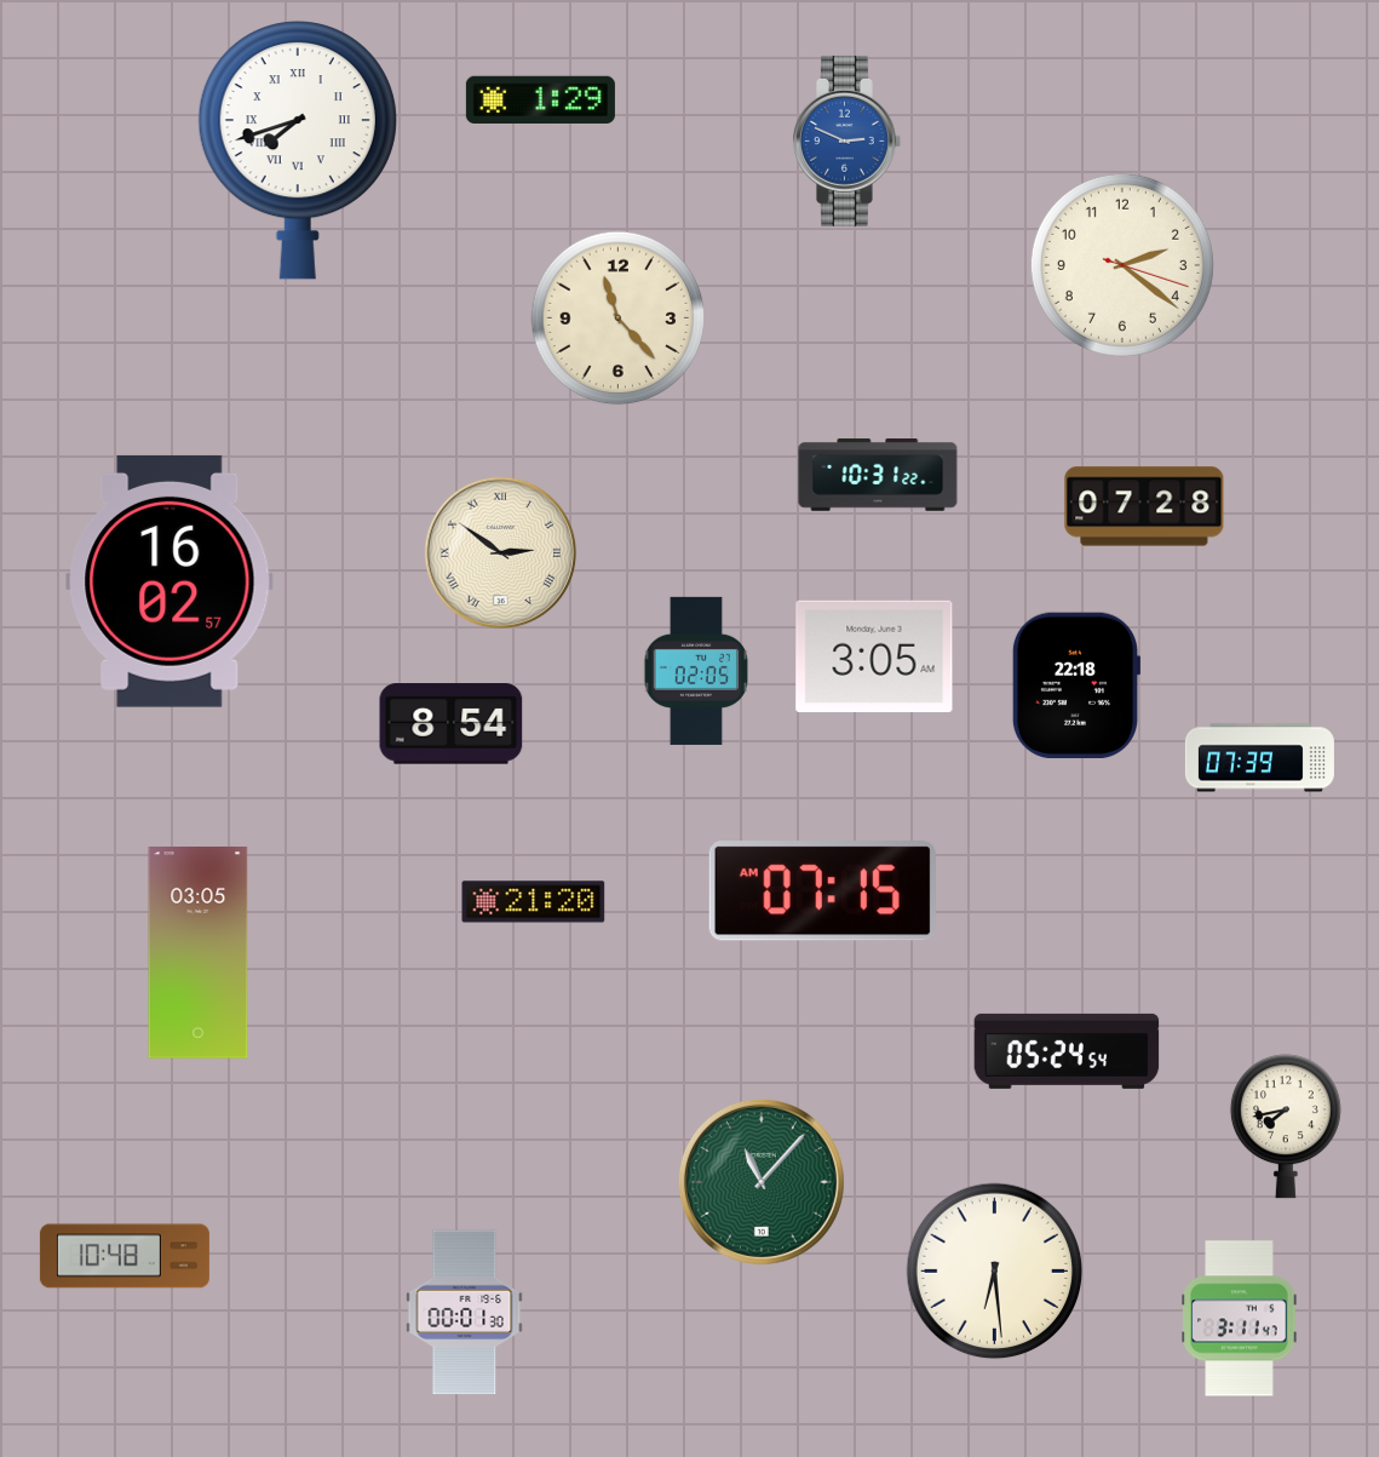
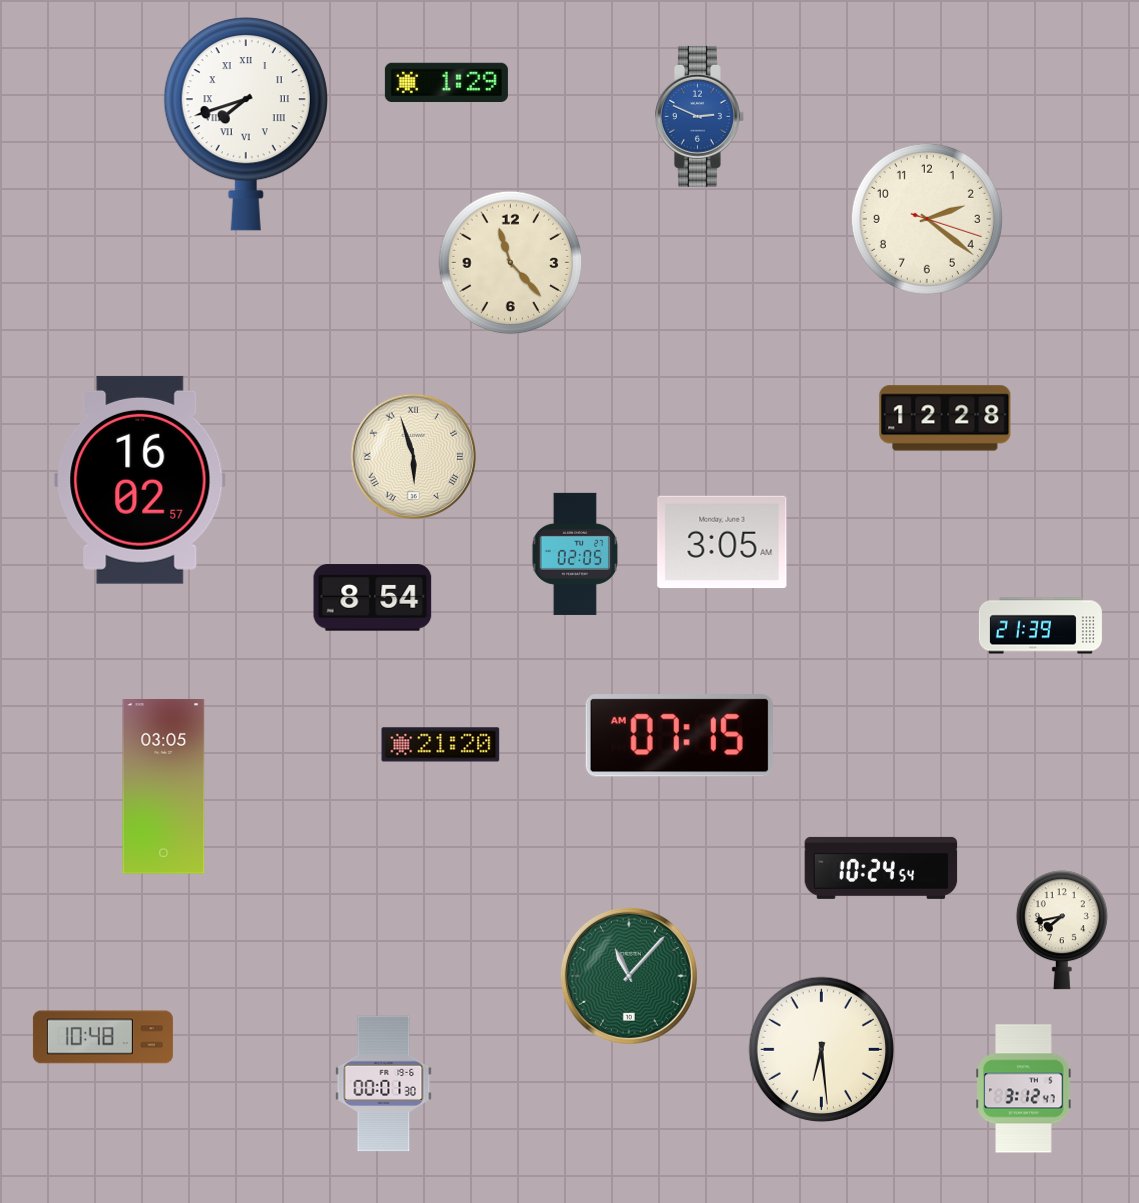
clock at (878, 475): 10:31 -> none
clock at (1144, 506): 07:28 -> 12:28
clock at (501, 553): 2:51 -> 5:57
clock at (1076, 684): 22:18 -> none
clock at (1259, 758): 07:39 -> 21:39
clock at (1067, 1051): 05:24 -> 10:24
clock at (1240, 1319): 3:11 -> 3:12
